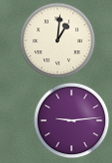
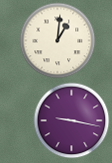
clock at (72, 121): 9:14 -> 9:17
